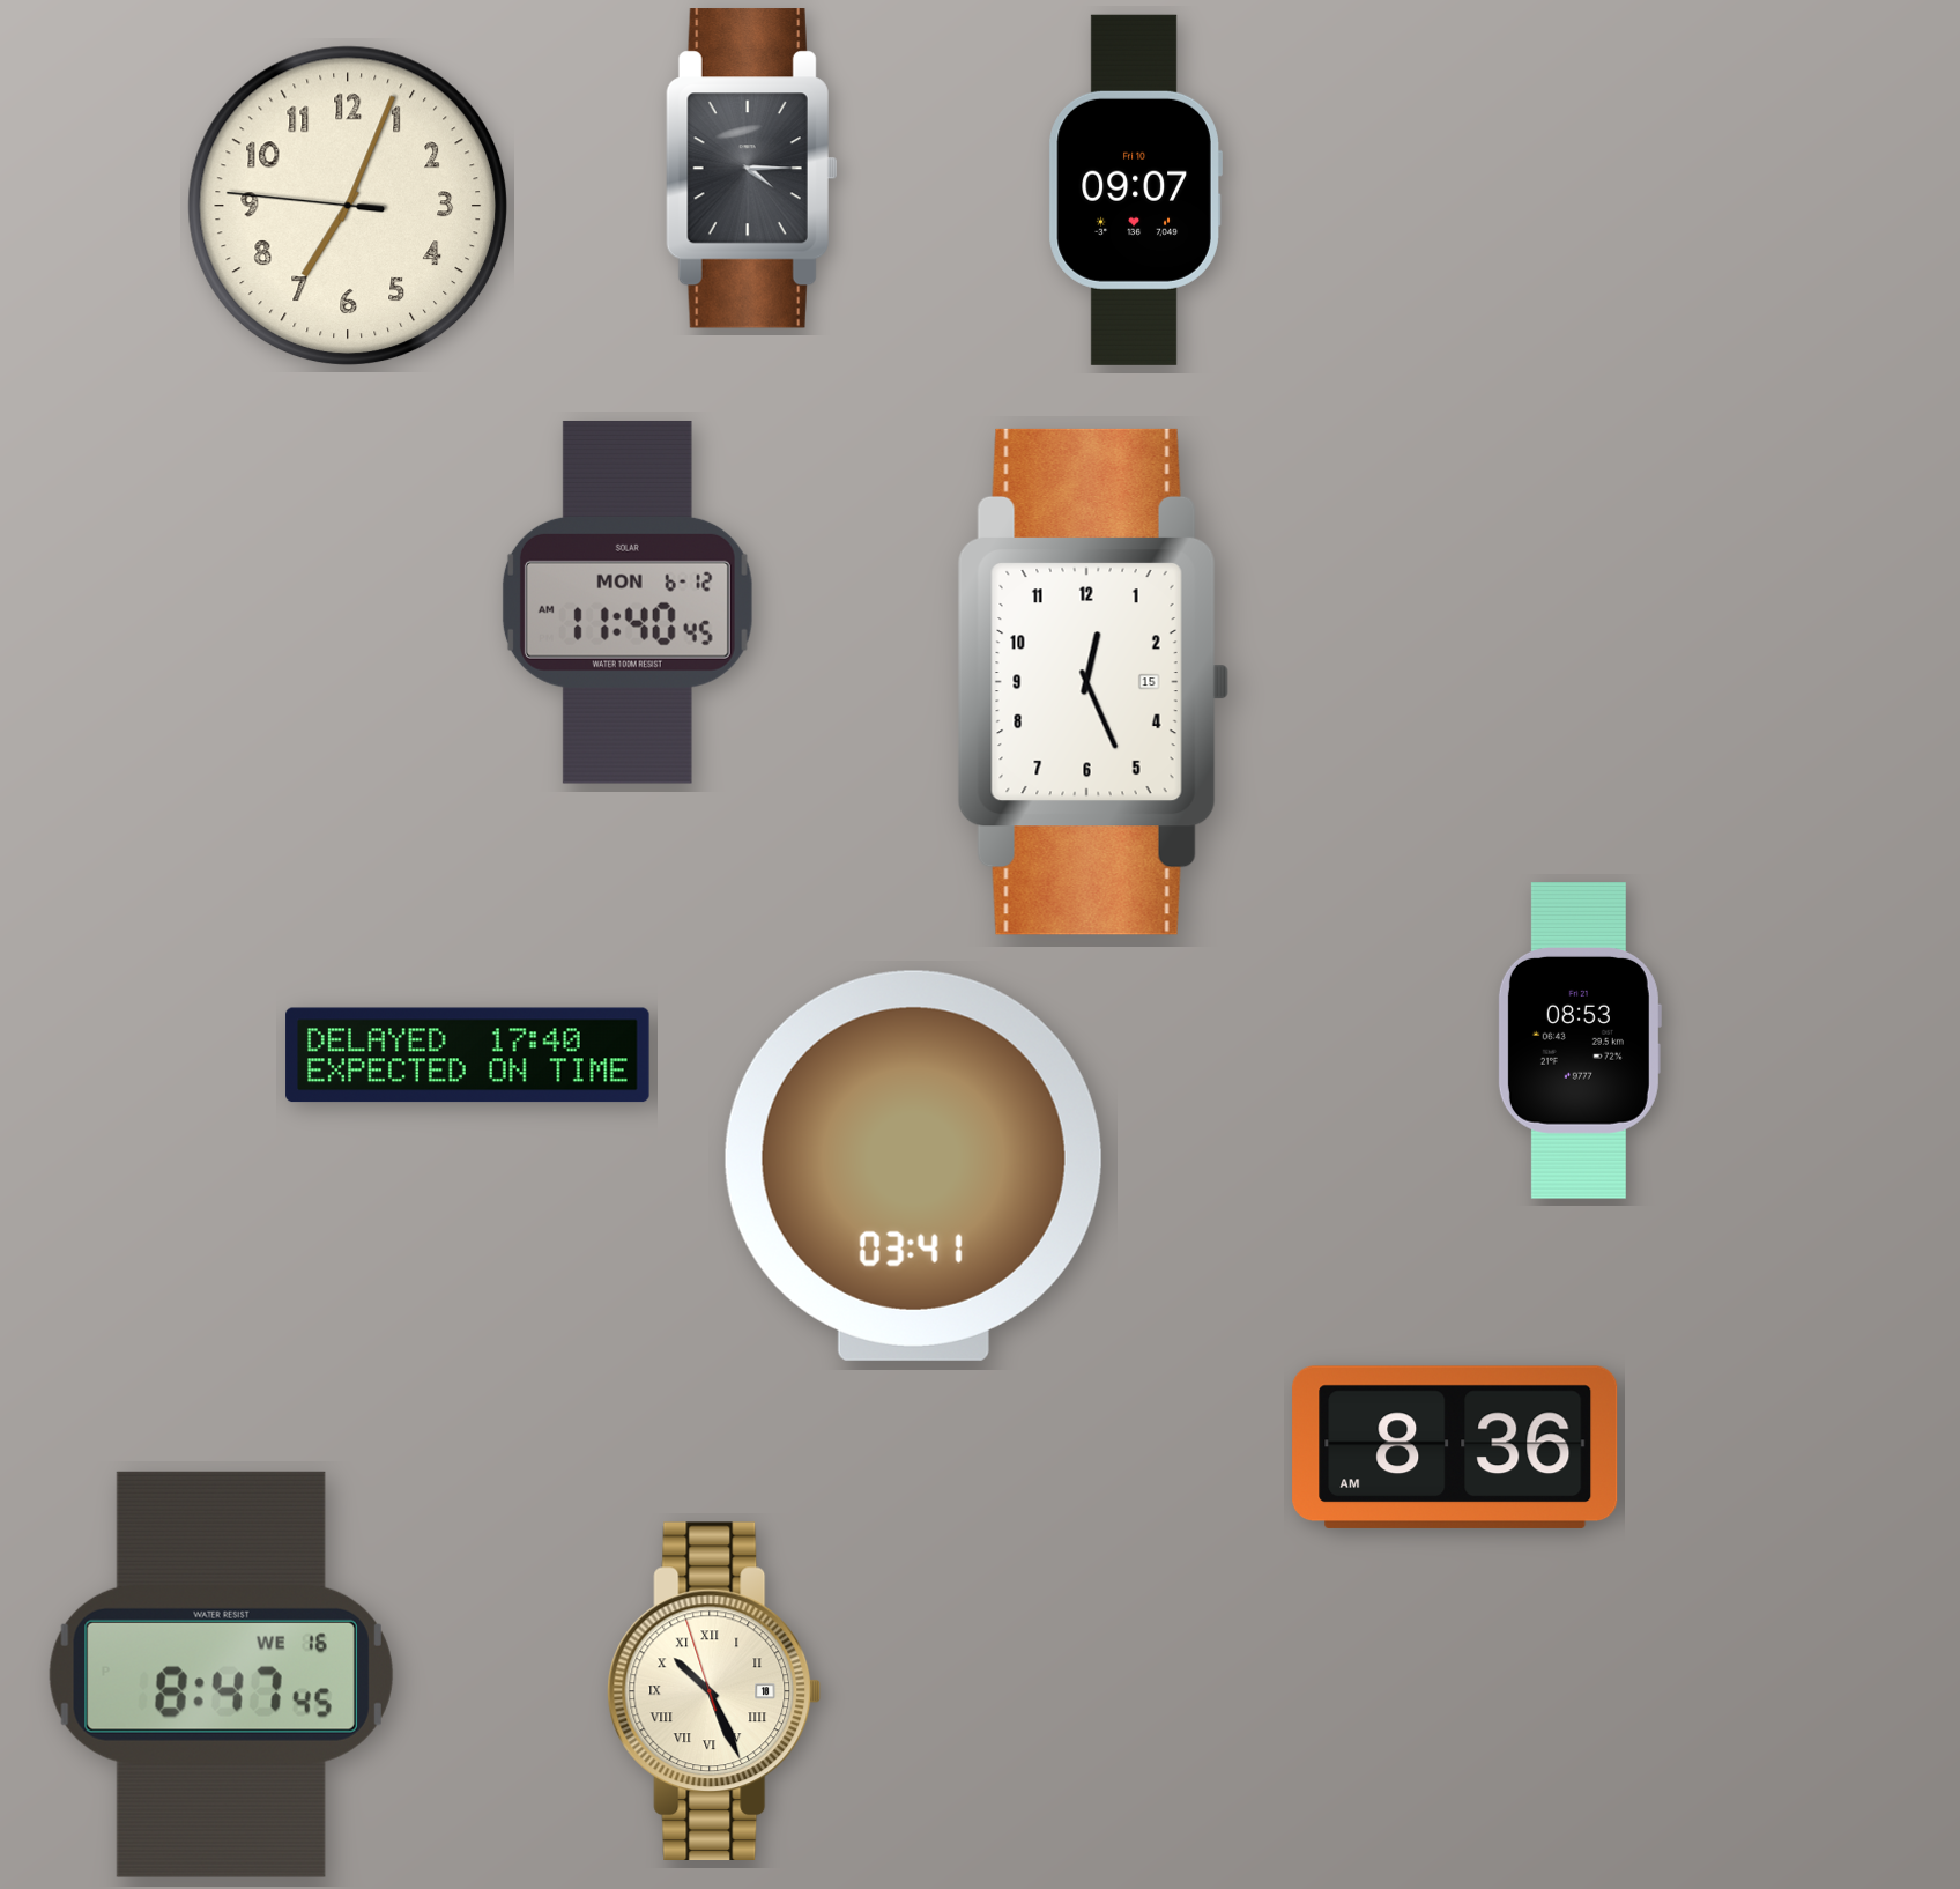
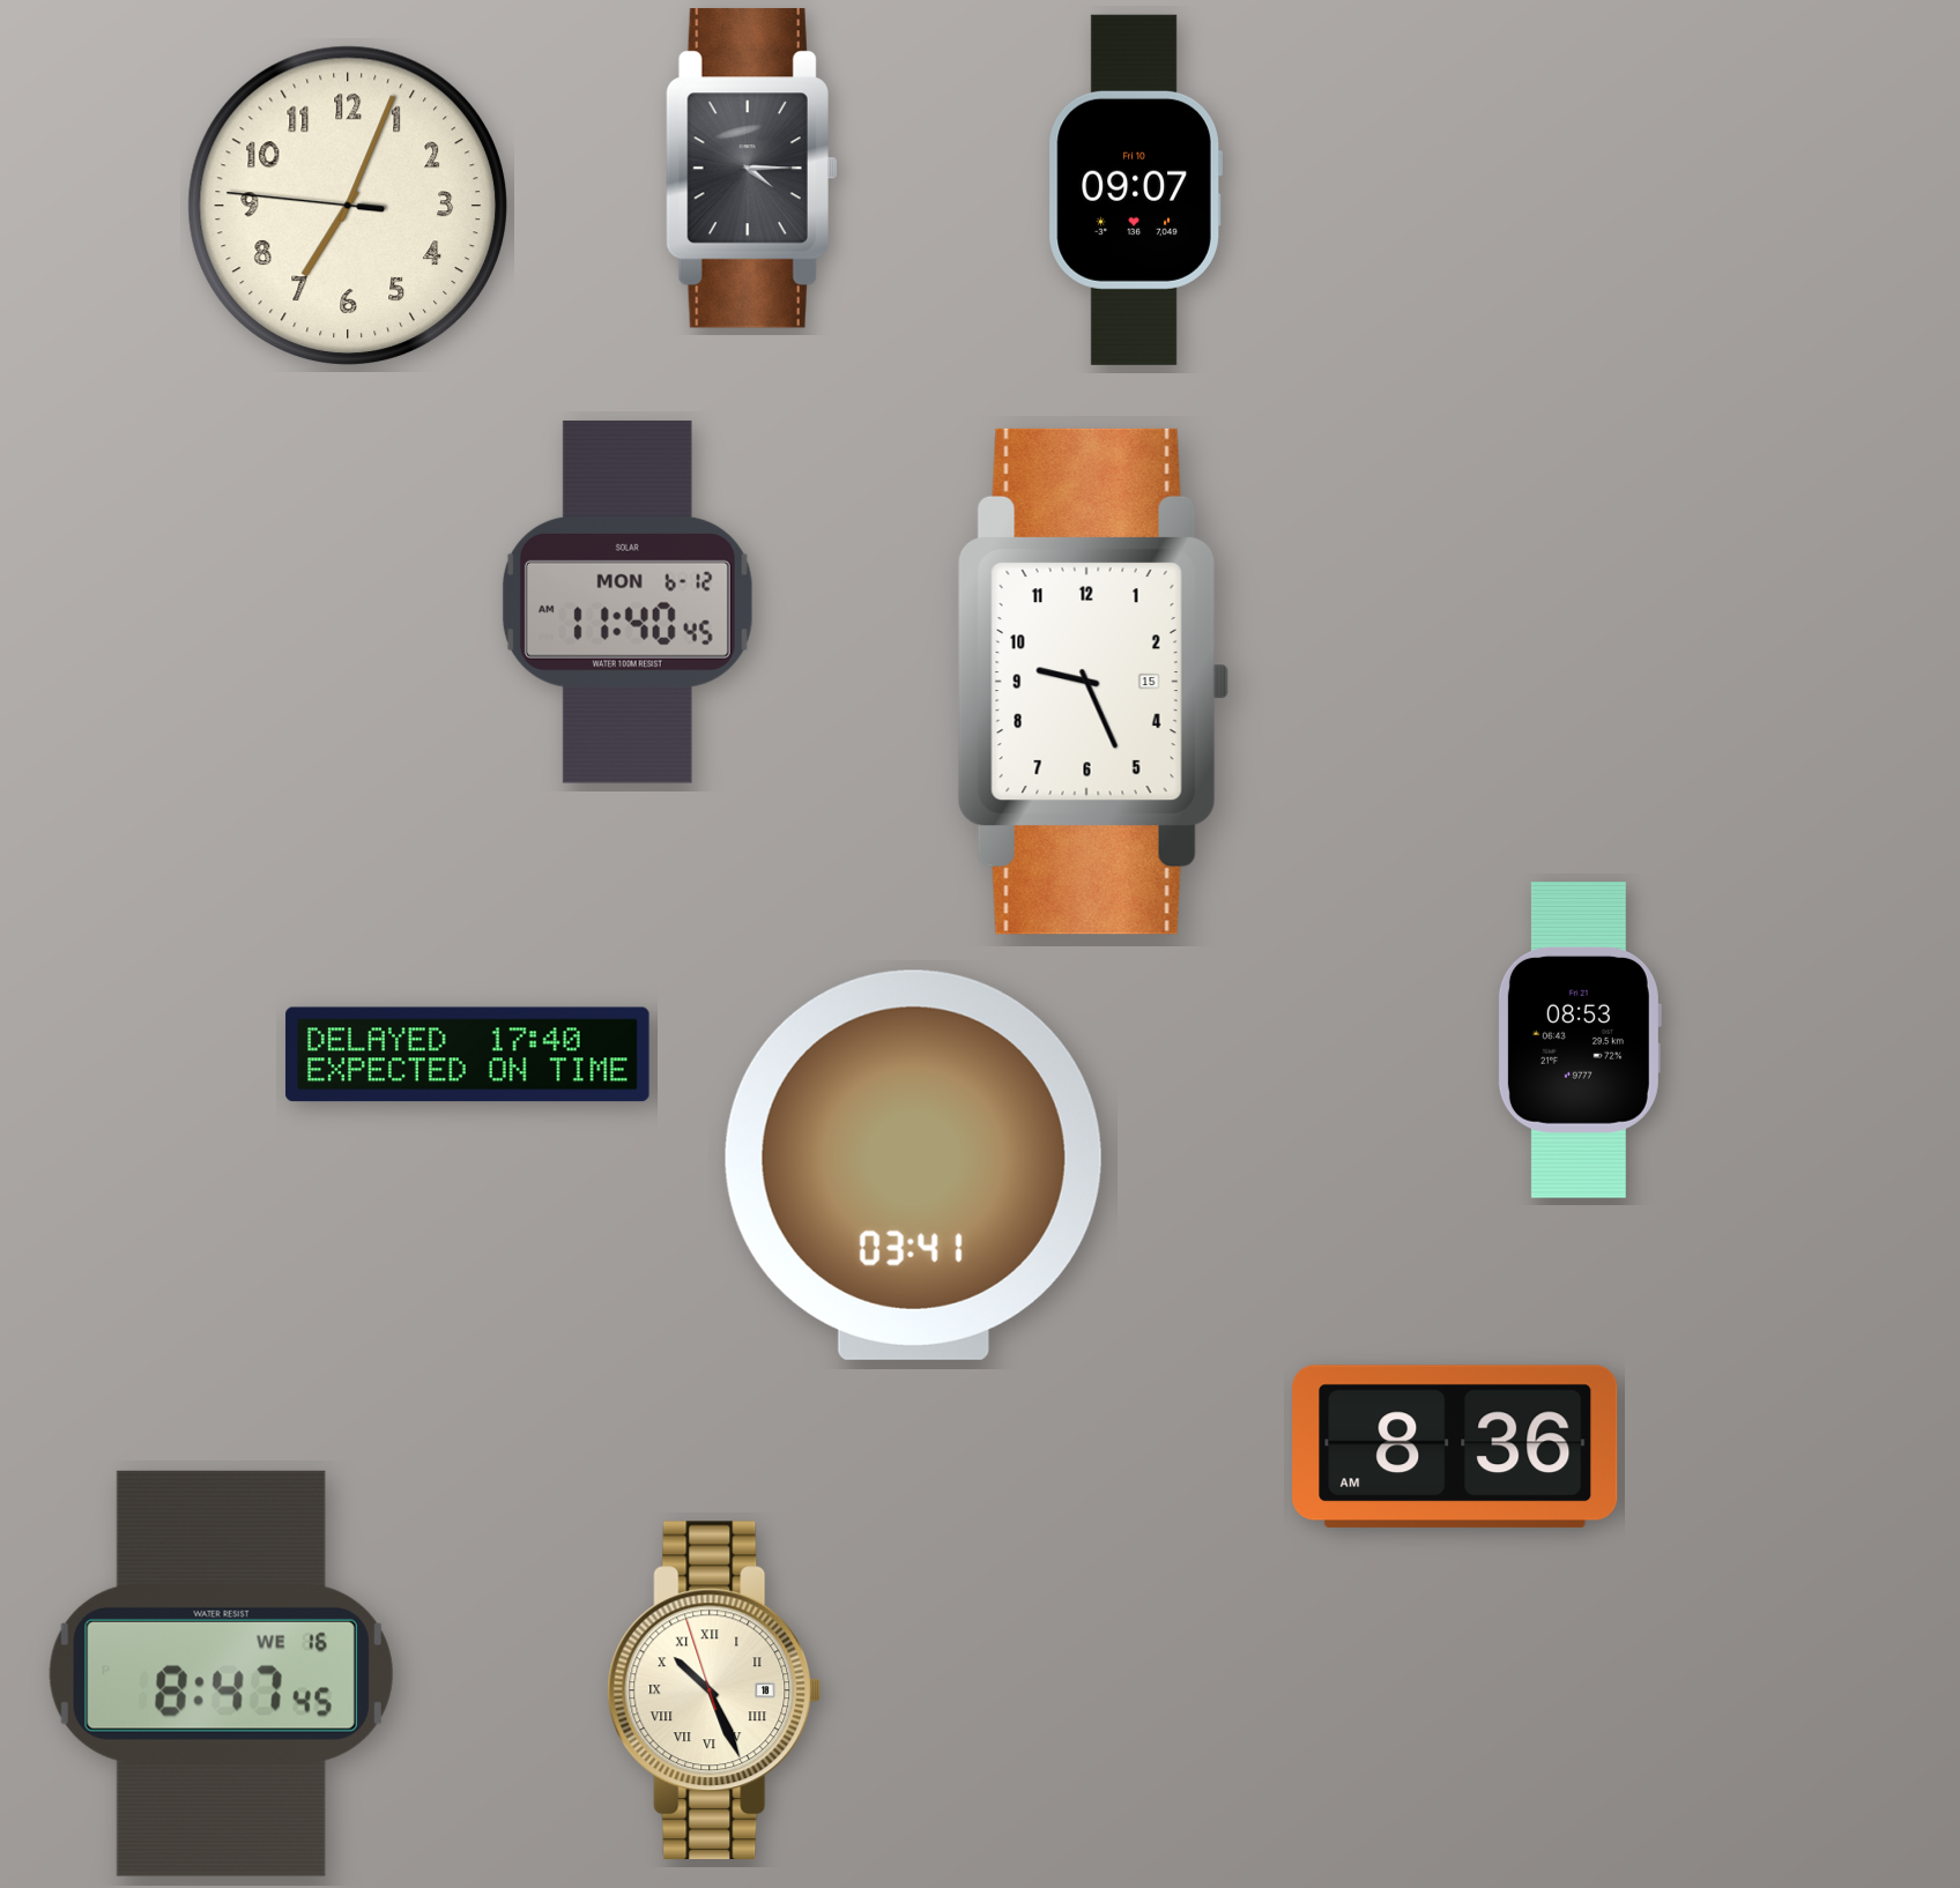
clock at (1093, 682): 12:26 -> 9:26
